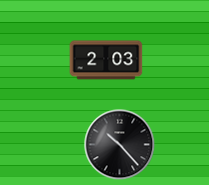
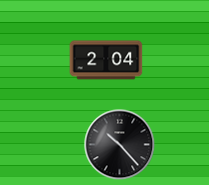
clock at (106, 60): 2:03 -> 2:04
